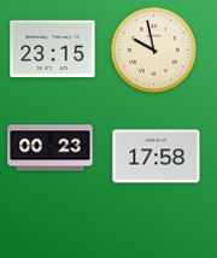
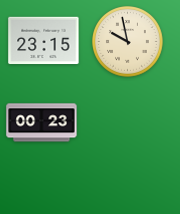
clock at (157, 157): 17:58 -> none
